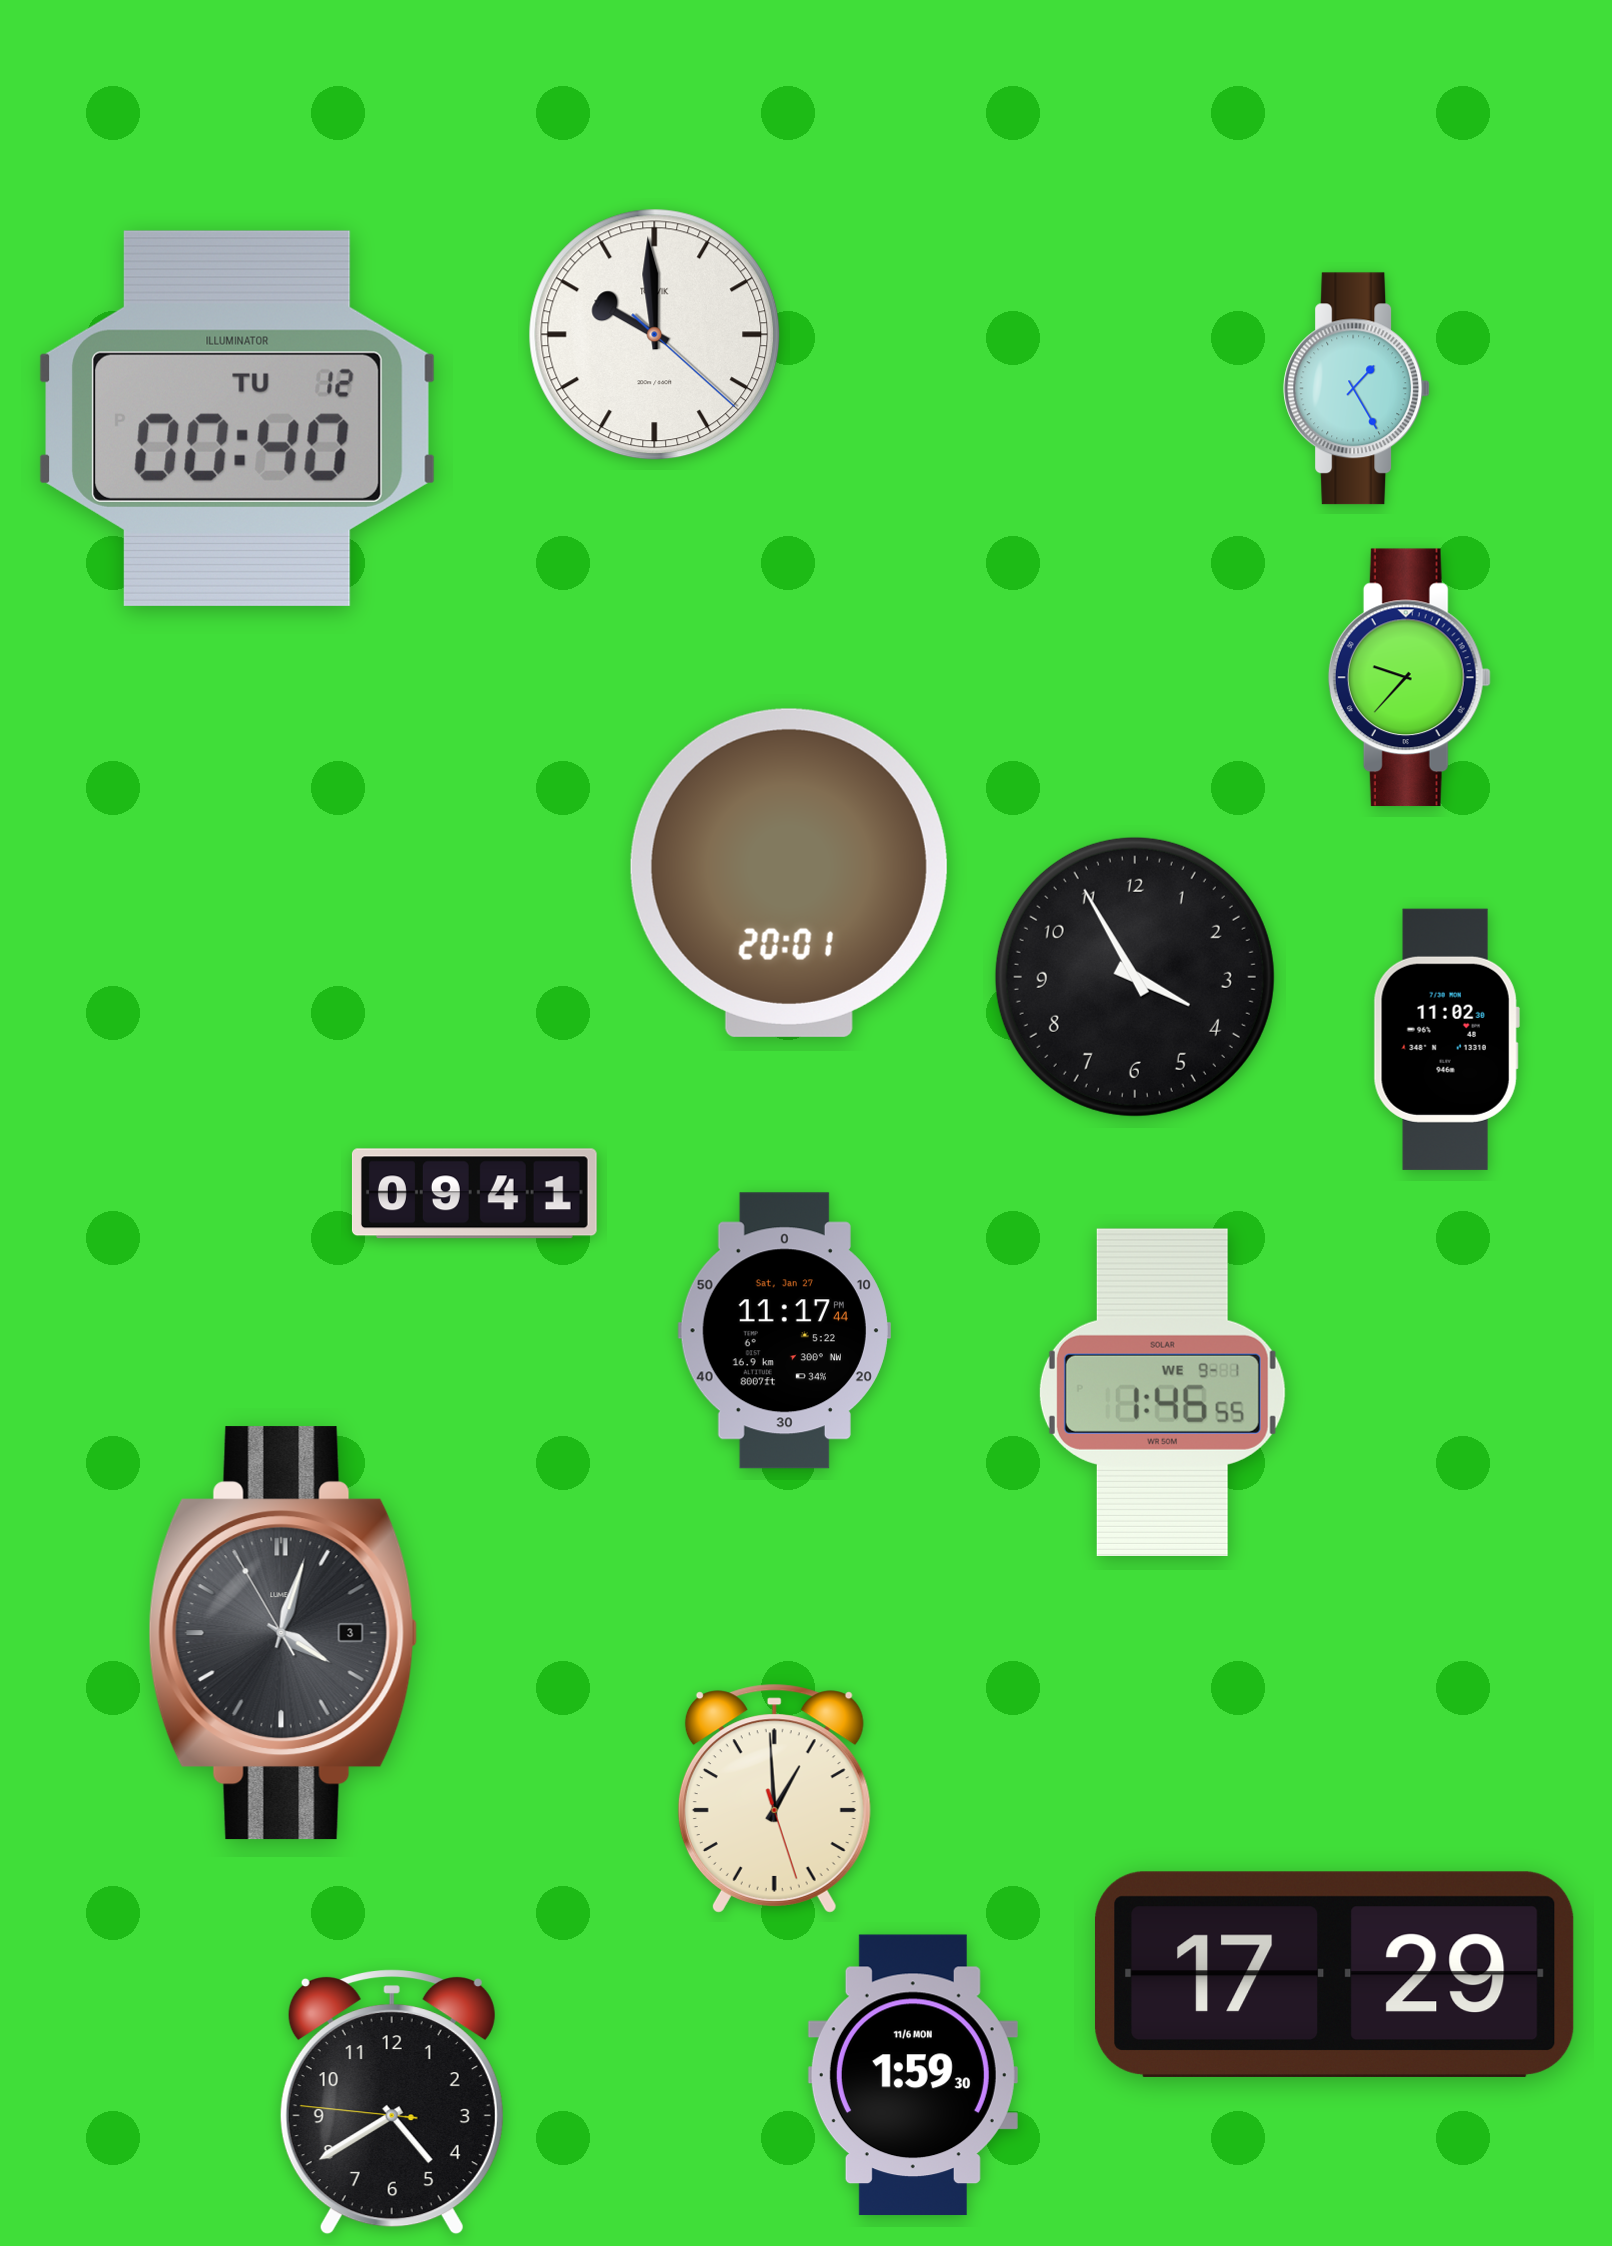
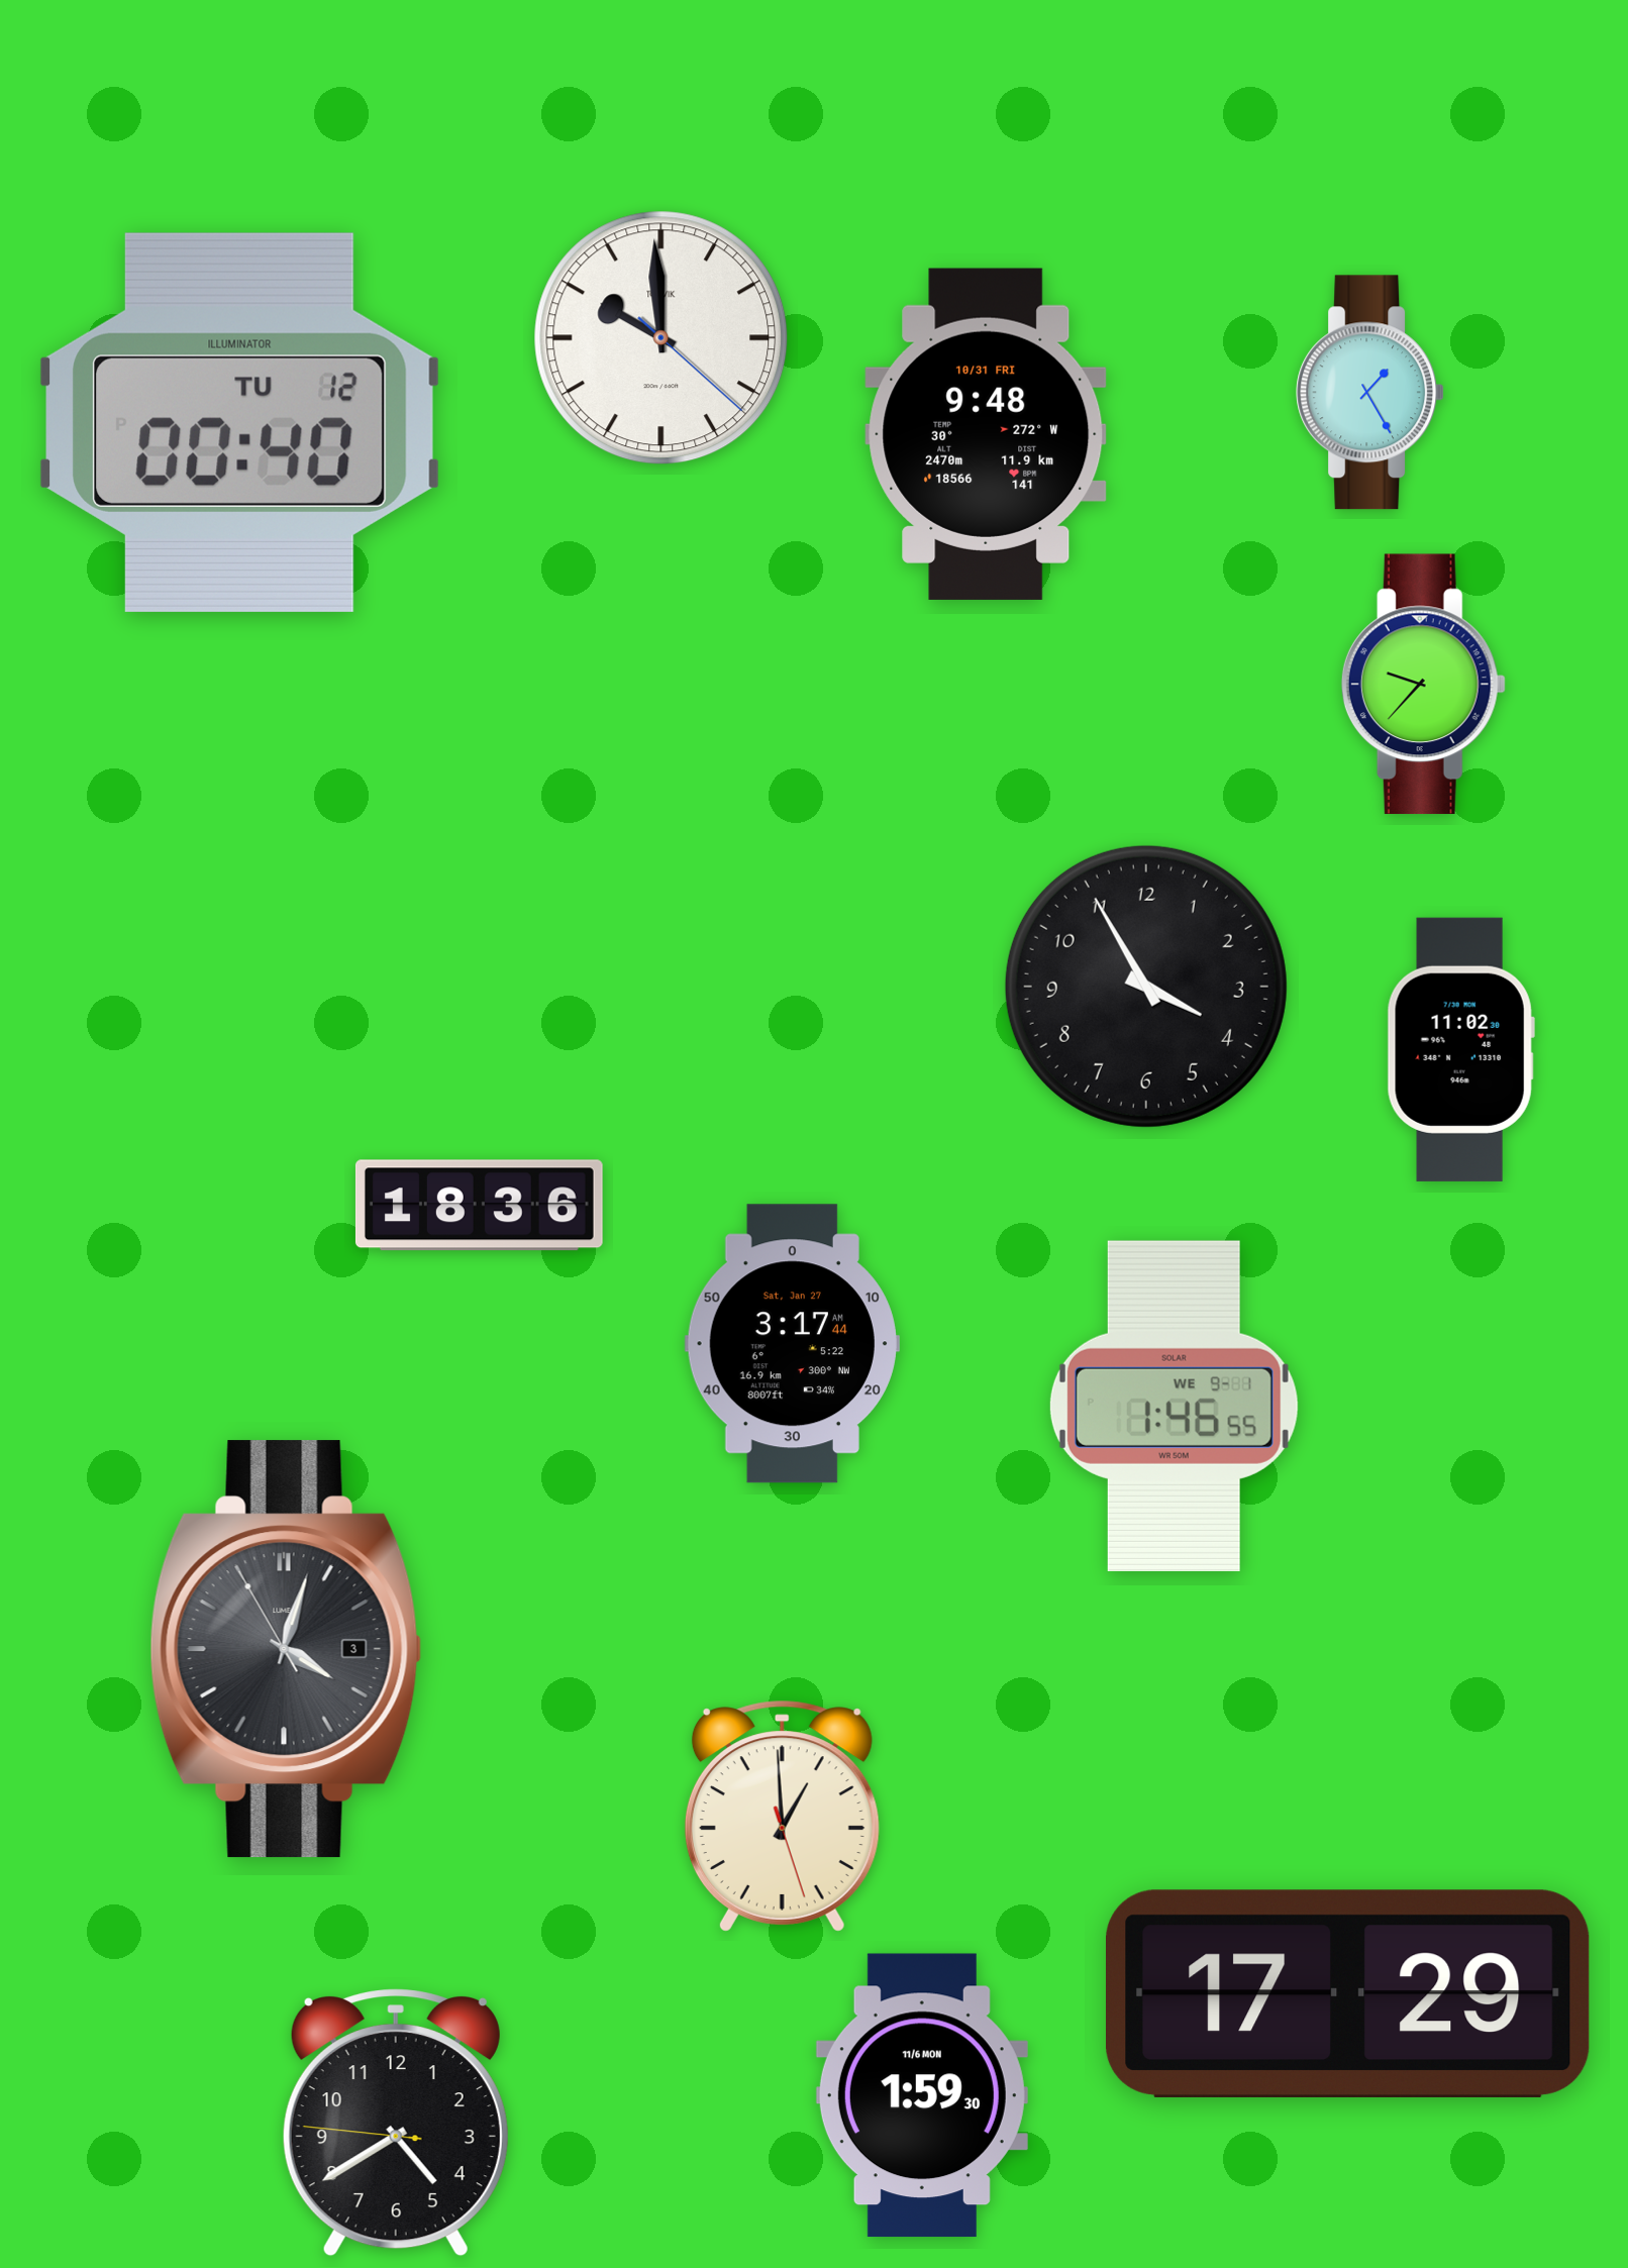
clock at (986, 434): none -> 9:48
clock at (789, 873): 20:01 -> none
clock at (474, 1194): 09:41 -> 18:36
clock at (784, 1331): 11:17 -> 3:17
